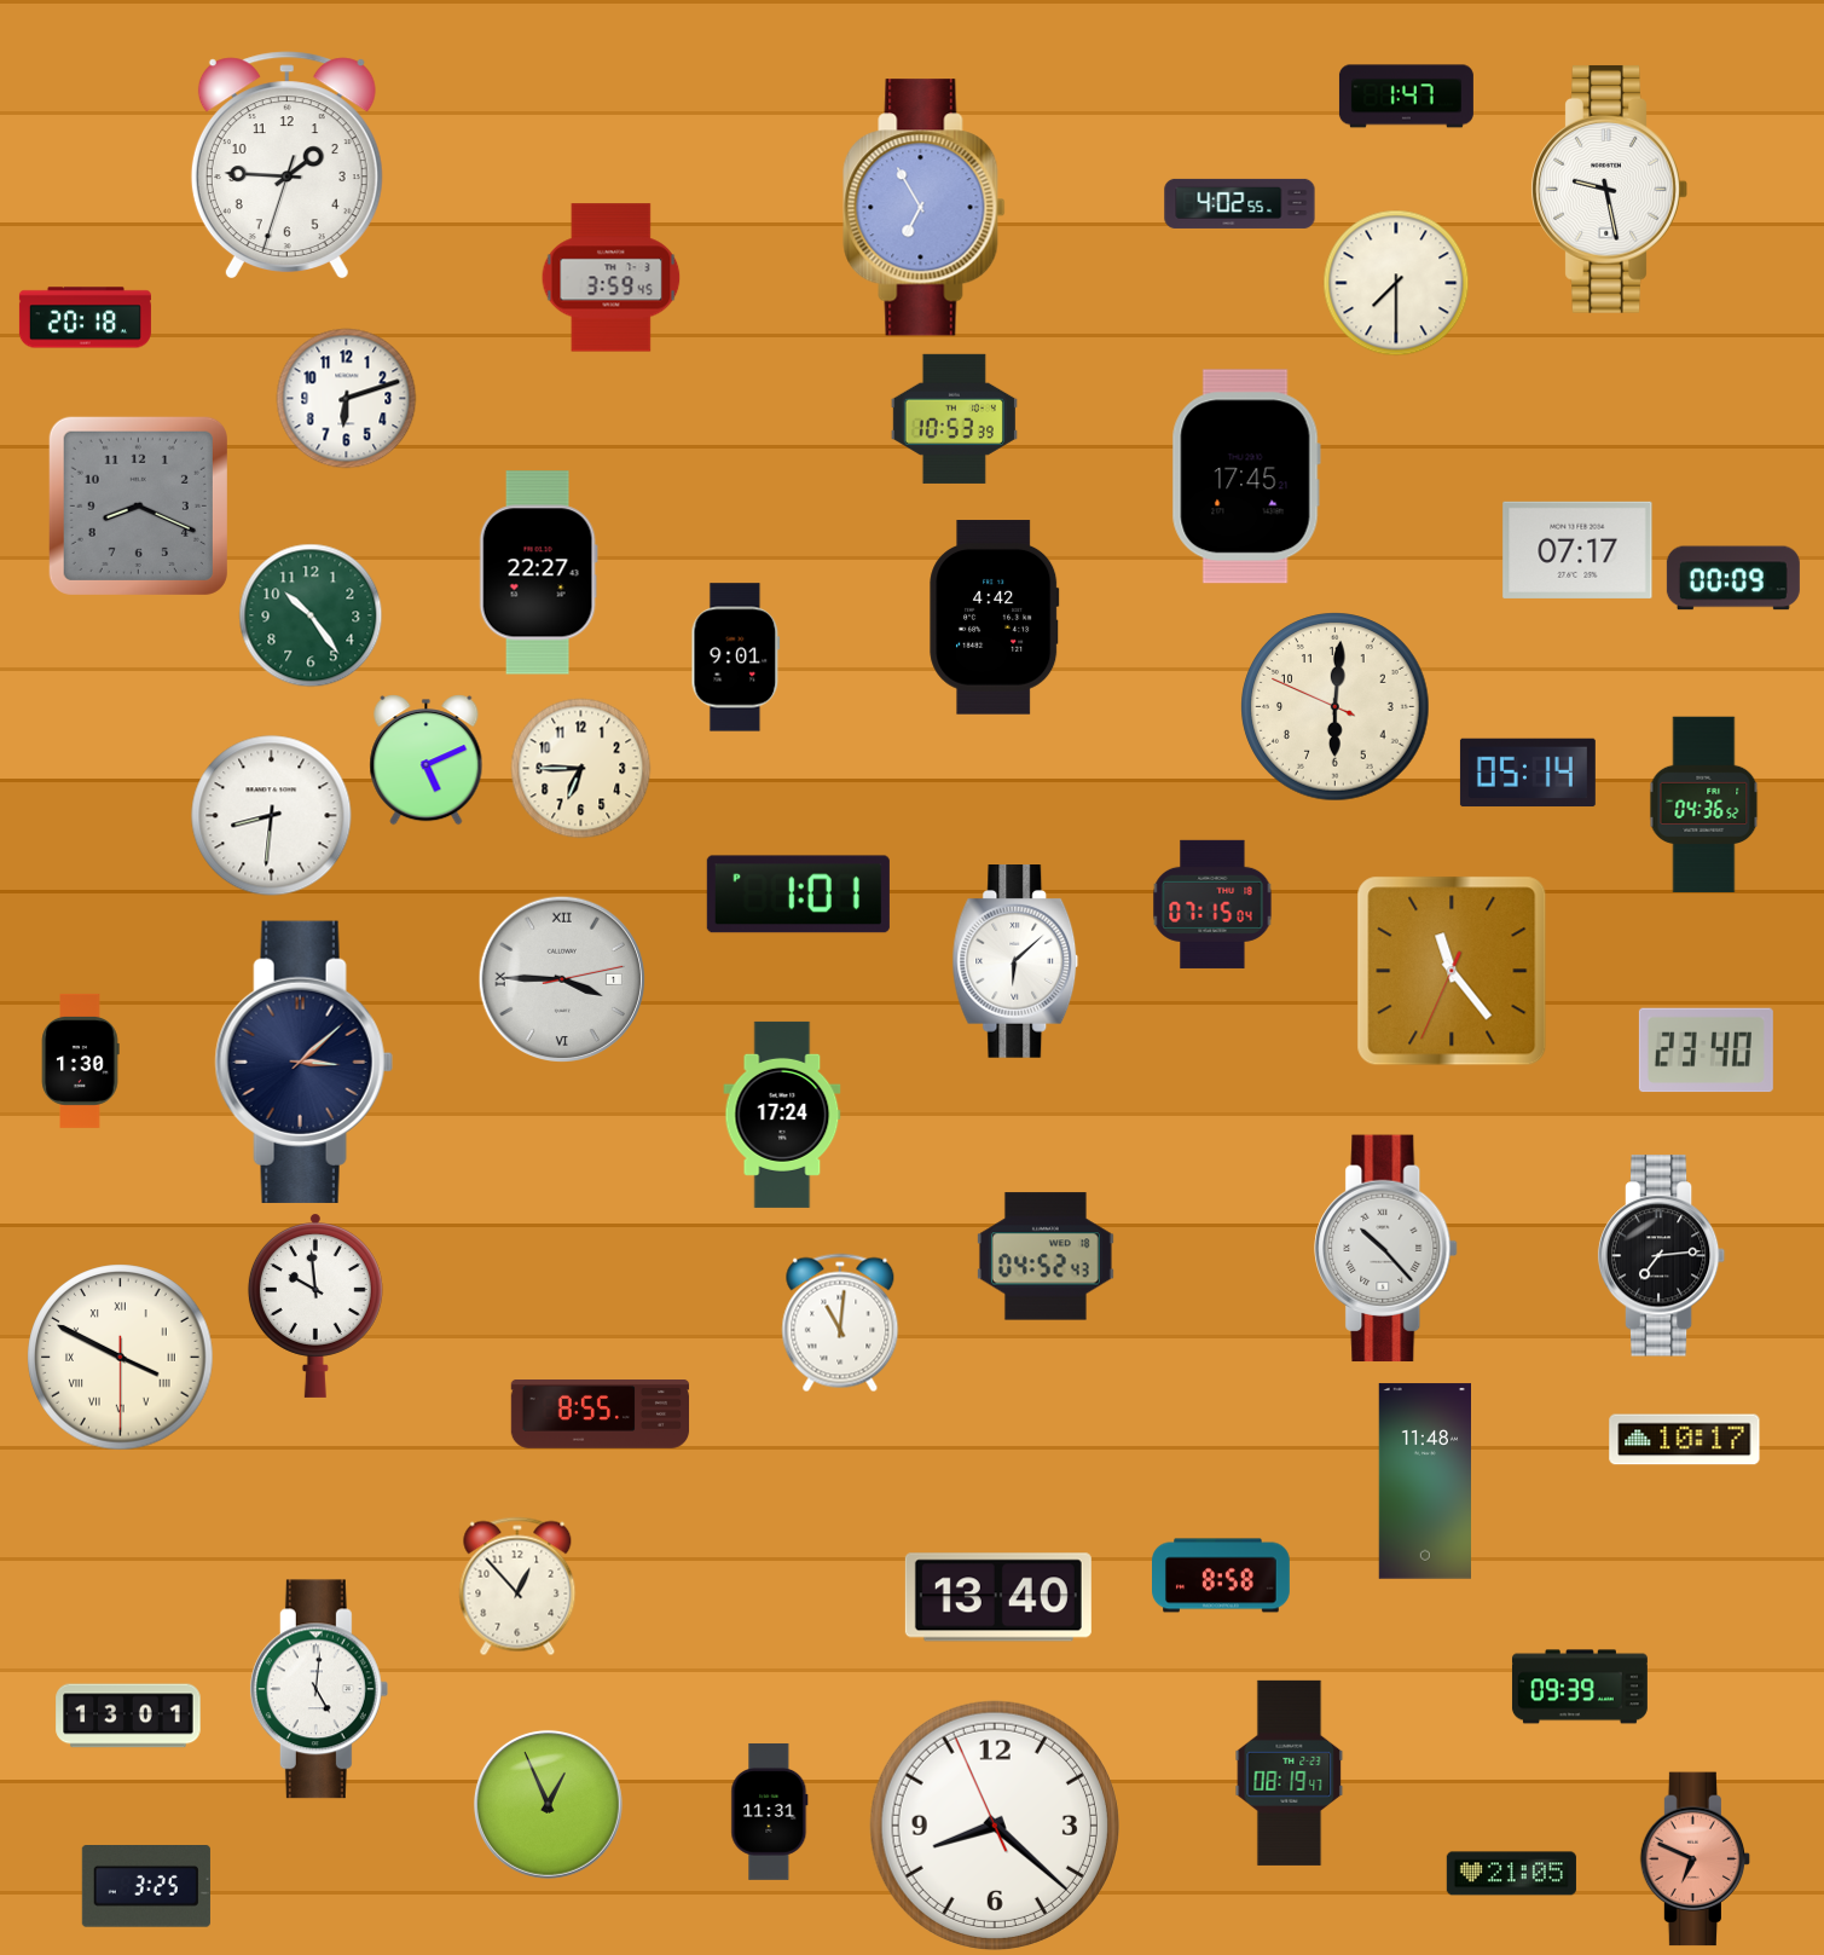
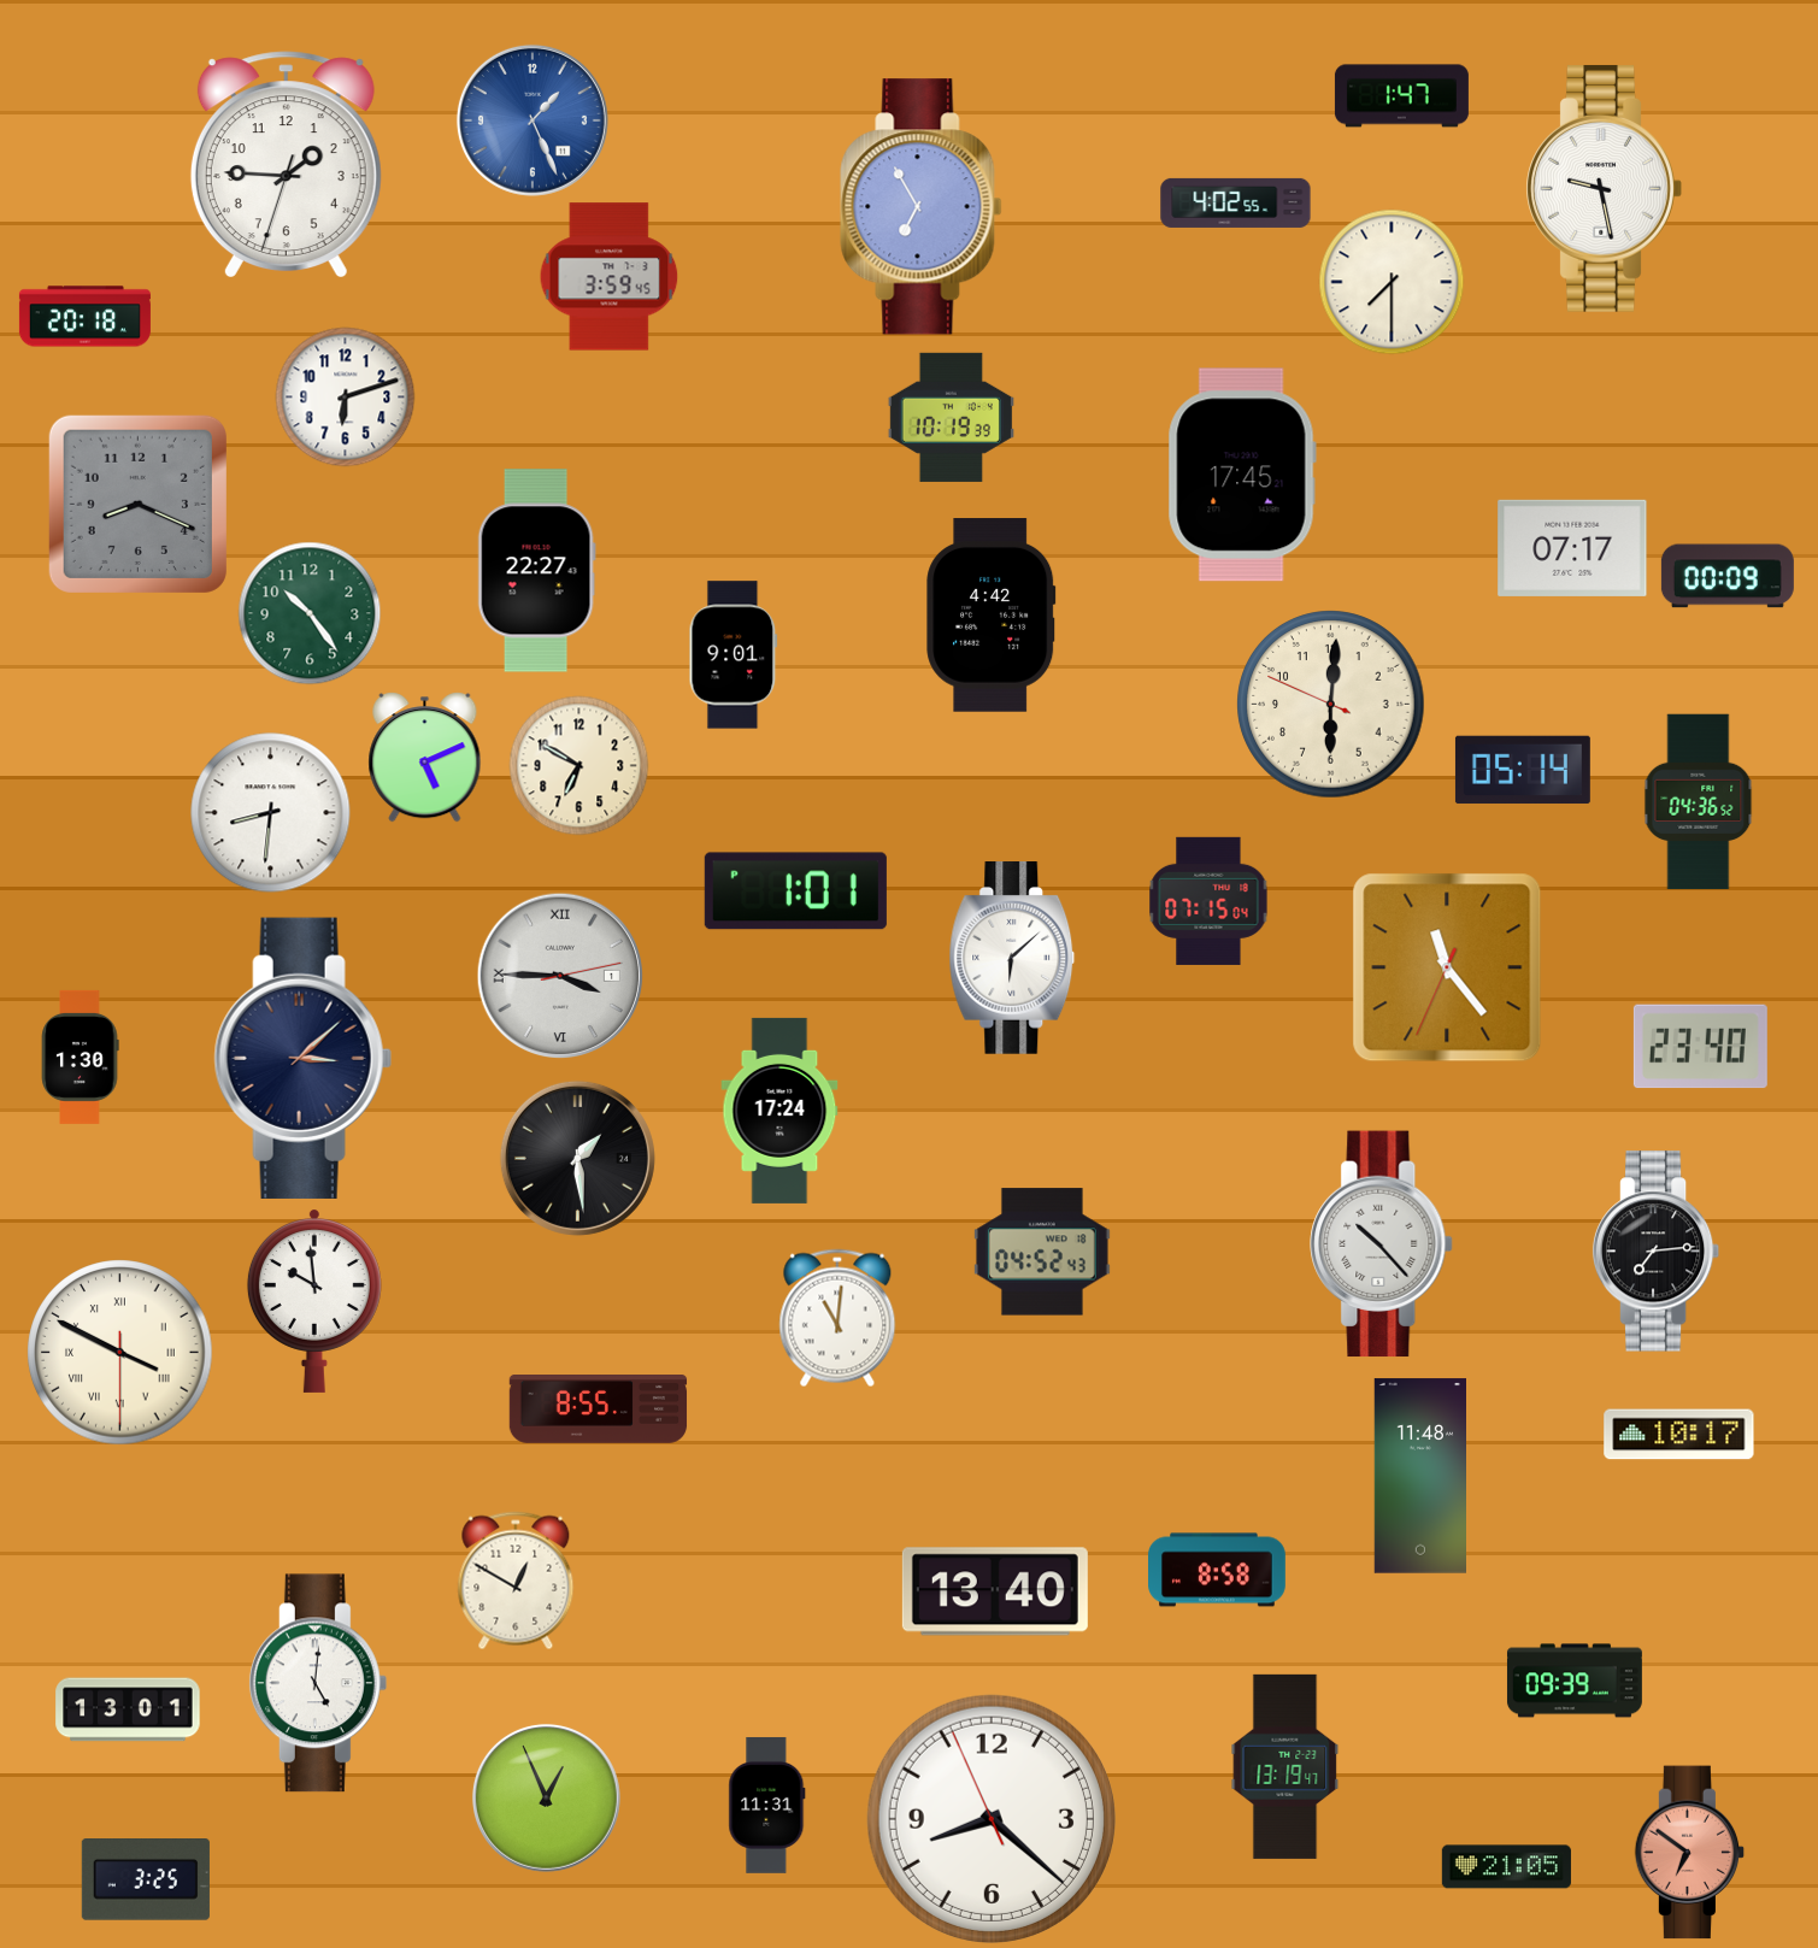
clock at (533, 120): none -> 1:26
clock at (954, 418): 10:53 -> 10:19
clock at (581, 769): 6:45 -> 6:50
clock at (577, 1158): none -> 1:29
clock at (517, 1586): 12:53 -> 12:50
clock at (1290, 1772): 08:19 -> 13:19
clock at (1696, 1859): 6:49 -> 6:51
